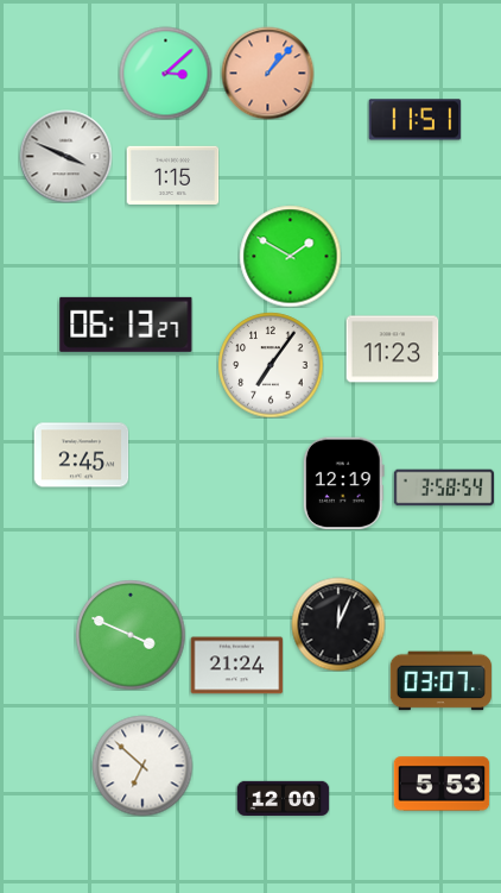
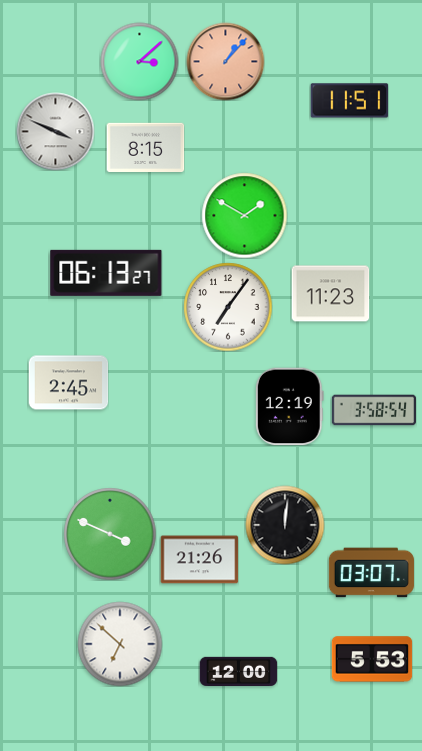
clock at (172, 175): 1:15 -> 8:15
clock at (338, 624): 12:04 -> 12:01
clock at (236, 666): 21:24 -> 21:26
